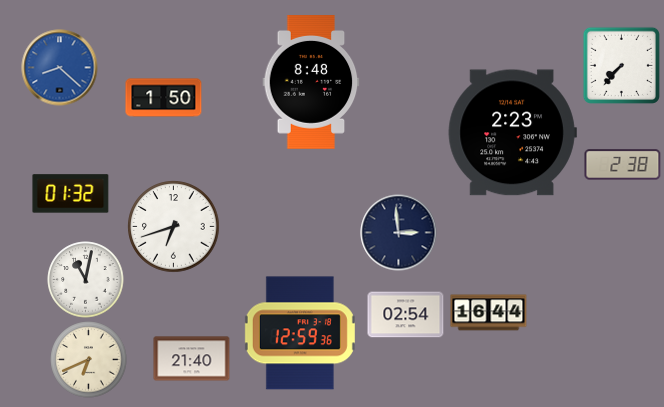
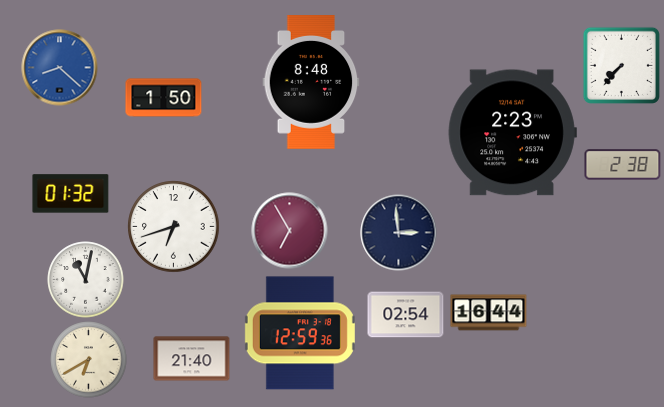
clock at (290, 231): none -> 6:55
clock at (89, 360): 6:41 -> 6:40
